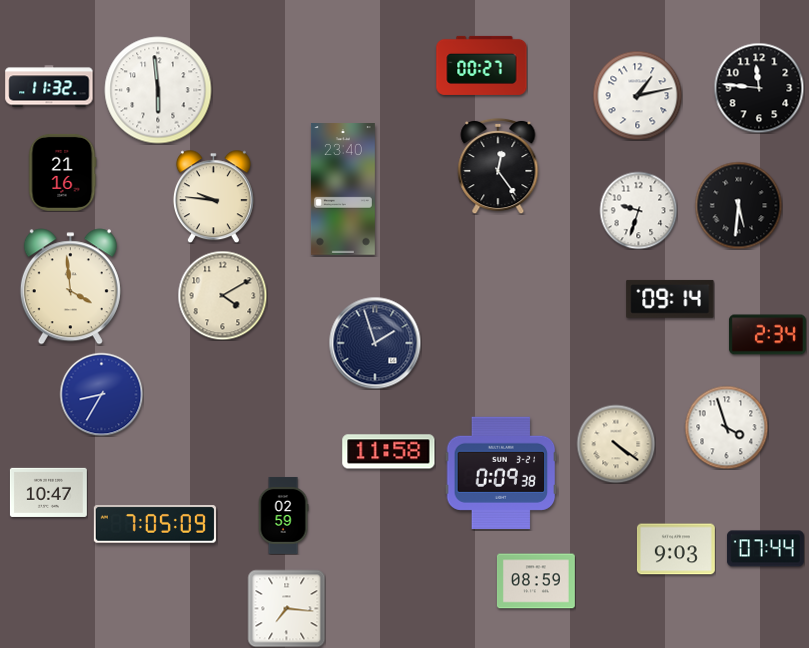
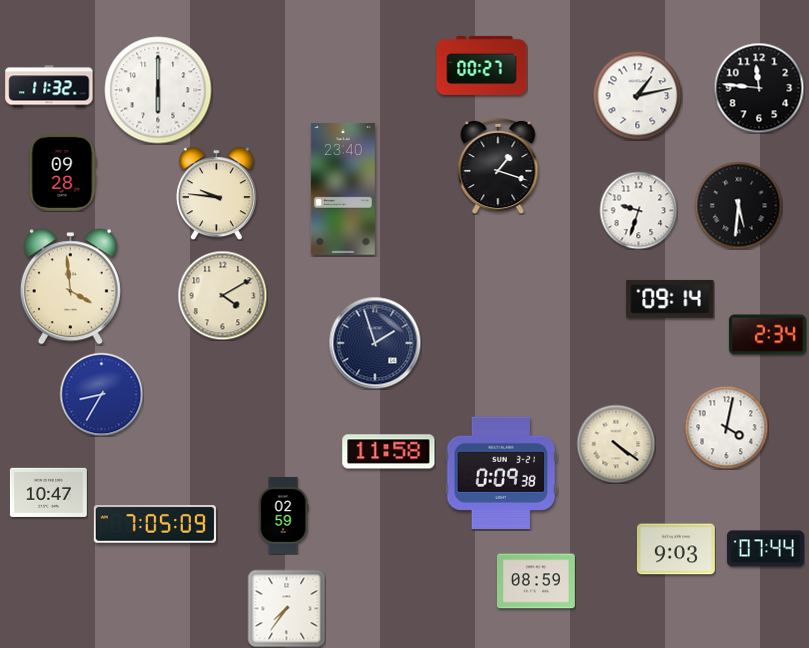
clock at (158, 90): 5:59 -> 6:00
clock at (498, 166): 12:24 -> 1:18
clock at (62, 172): 21:16 -> 09:28
clock at (213, 196) position: (213, 196) -> (216, 193)
clock at (726, 427): 3:57 -> 4:02
clock at (286, 608): 7:16 -> 7:36
